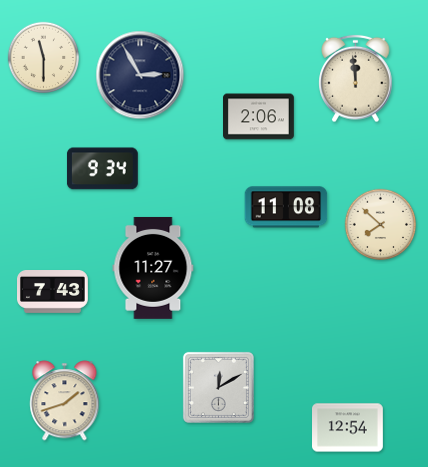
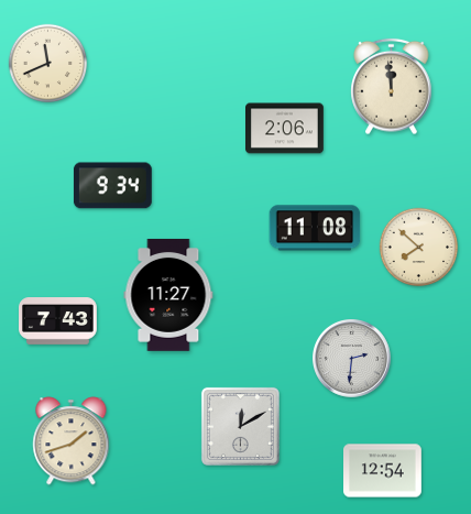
clock at (44, 58): 11:30 -> 11:41
clock at (140, 75): 2:55 -> none
clock at (352, 359): none -> 2:31
